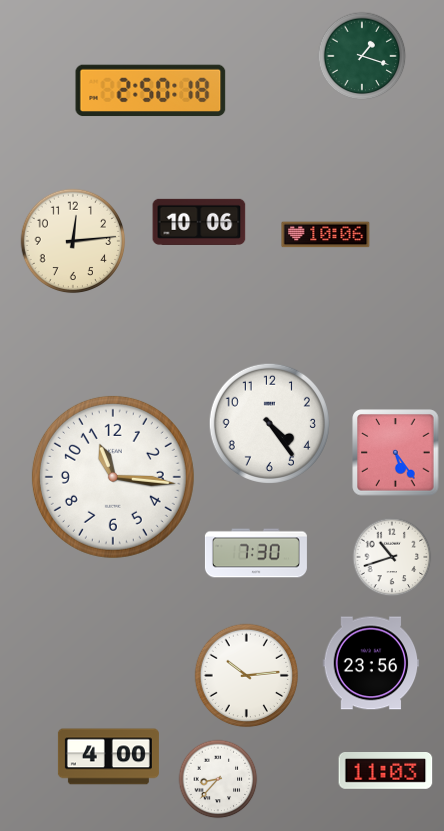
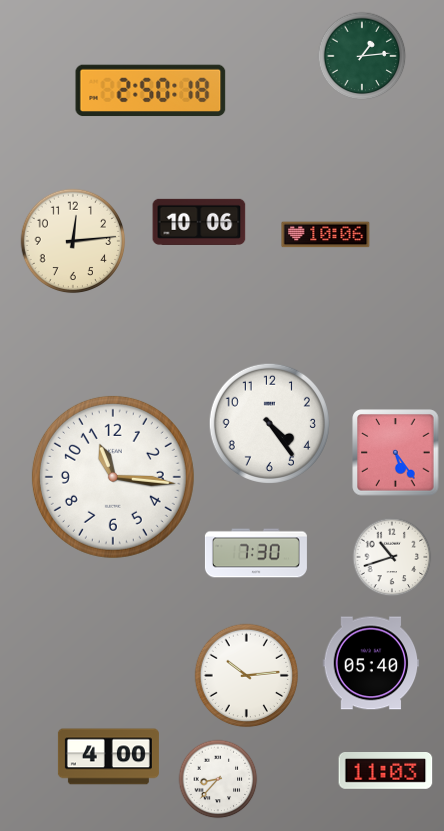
clock at (362, 56): 1:18 -> 1:14
clock at (371, 663): 23:56 -> 05:40
